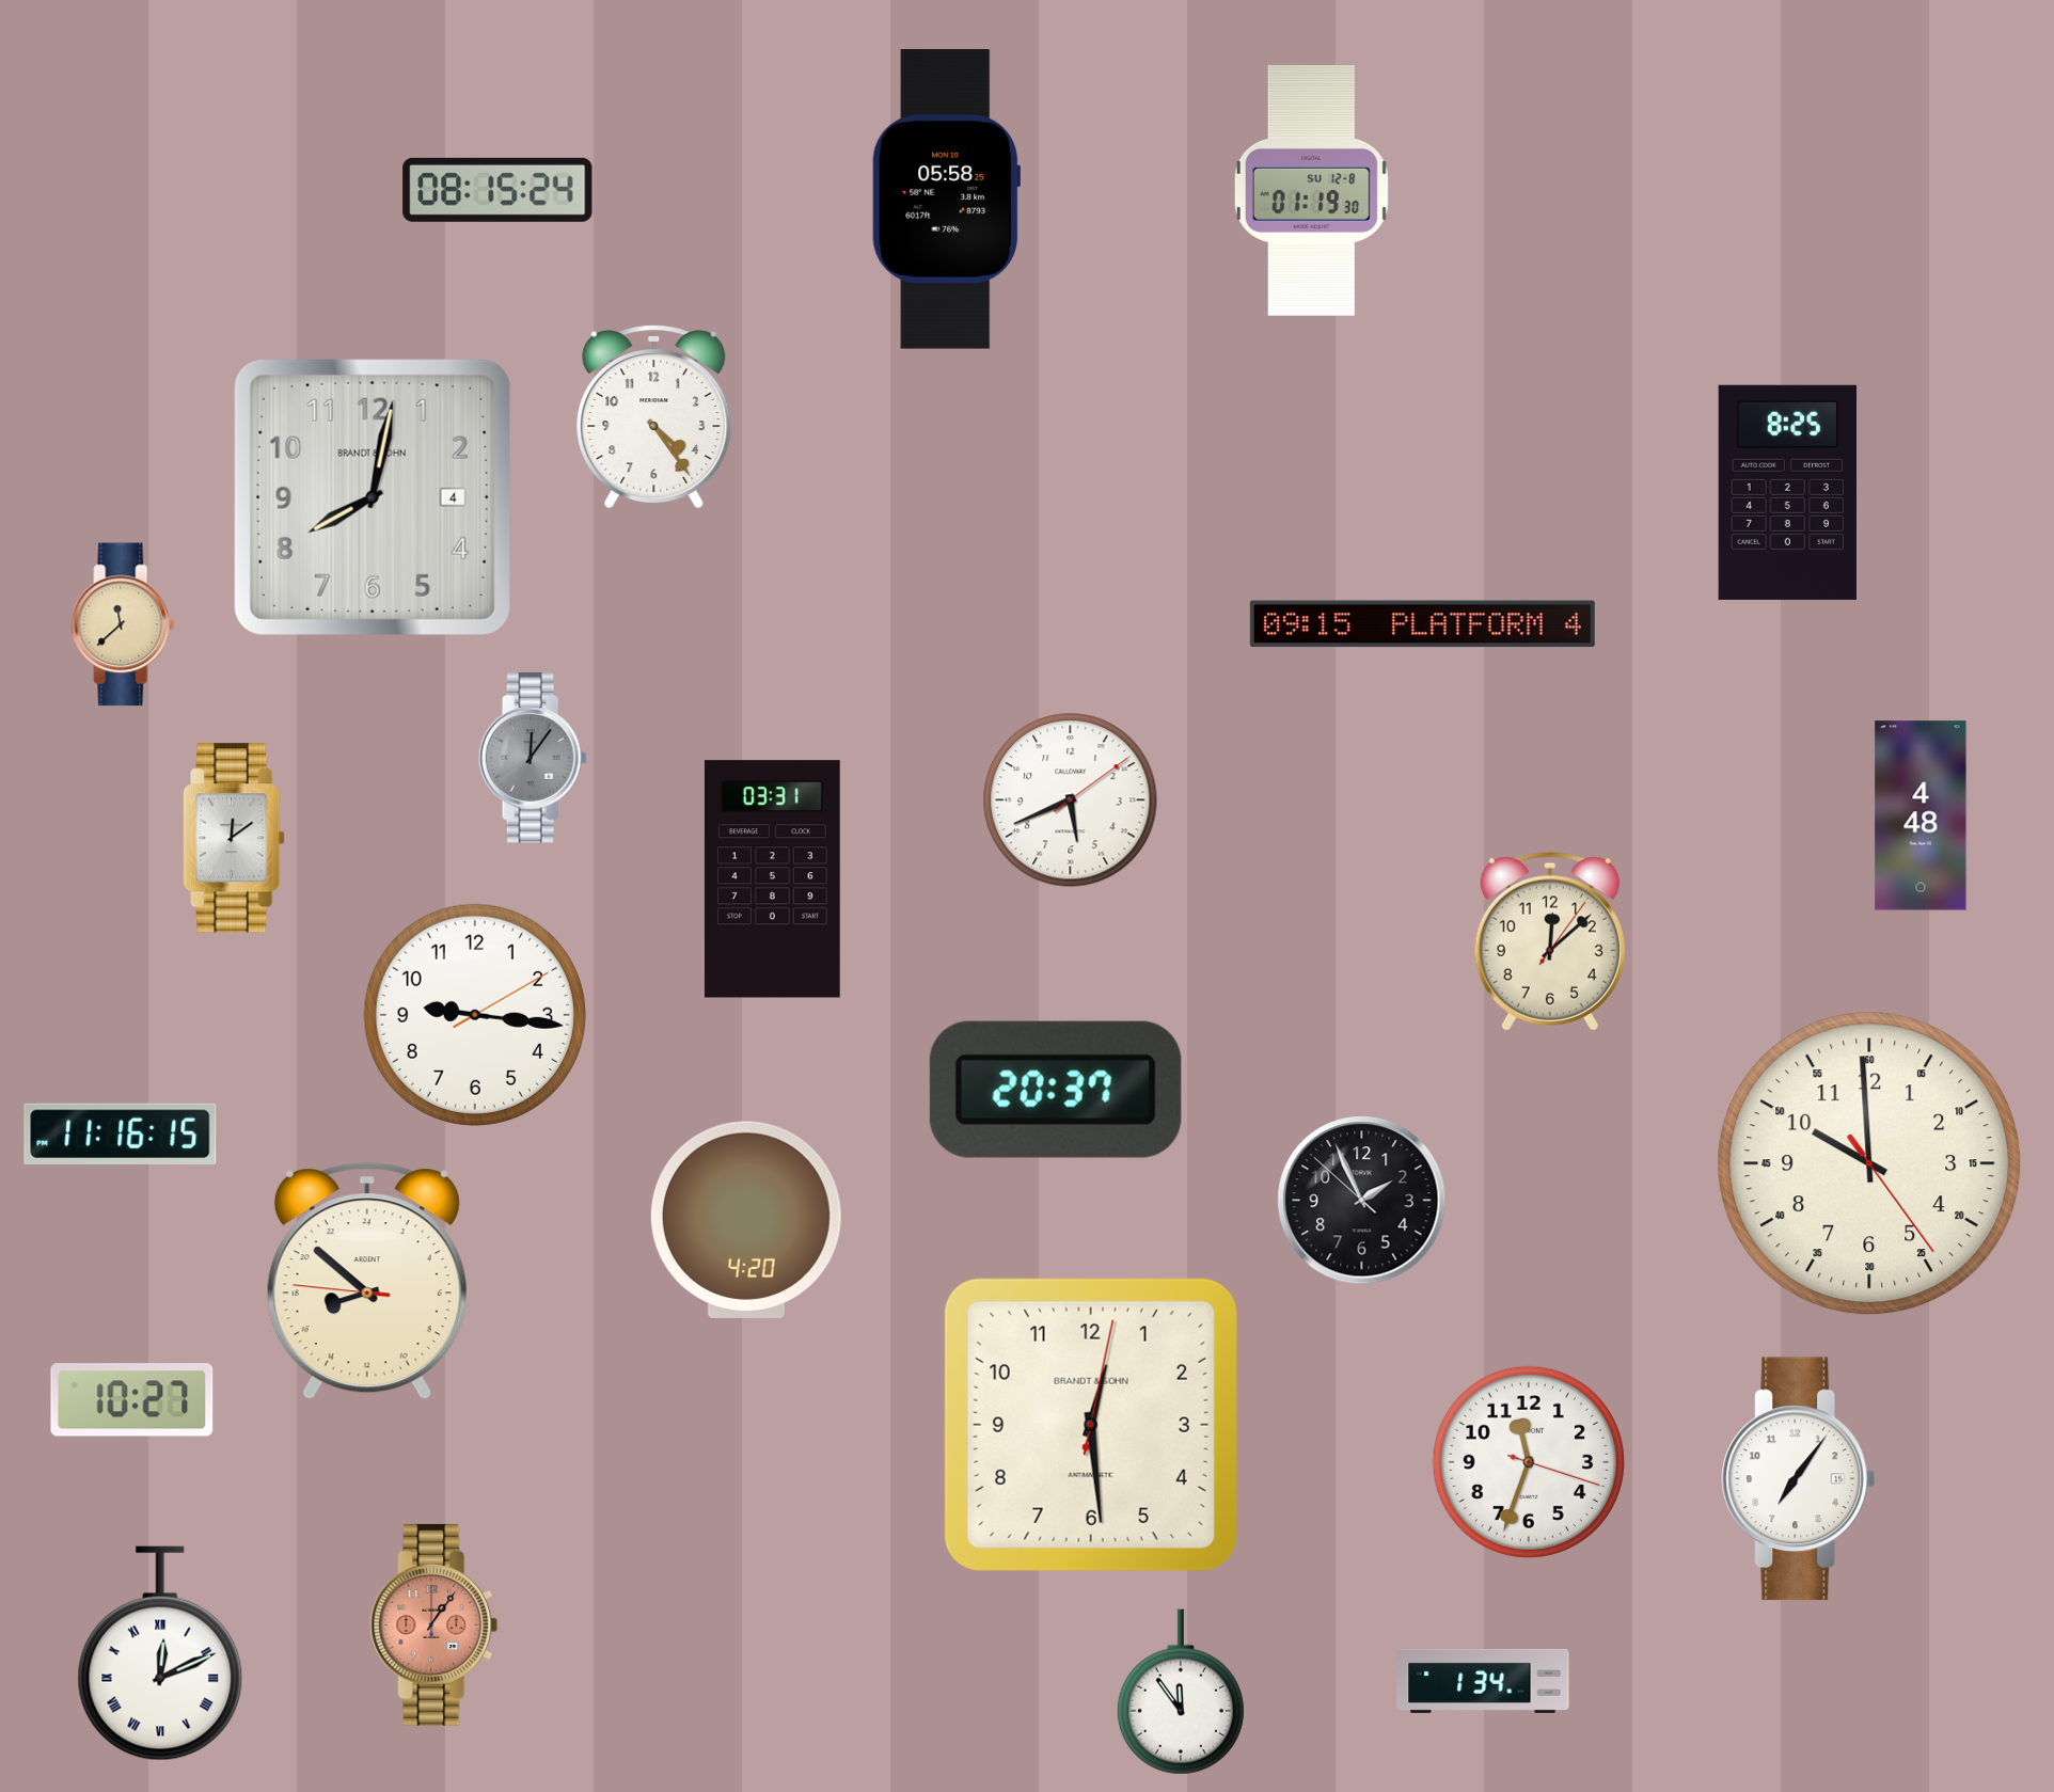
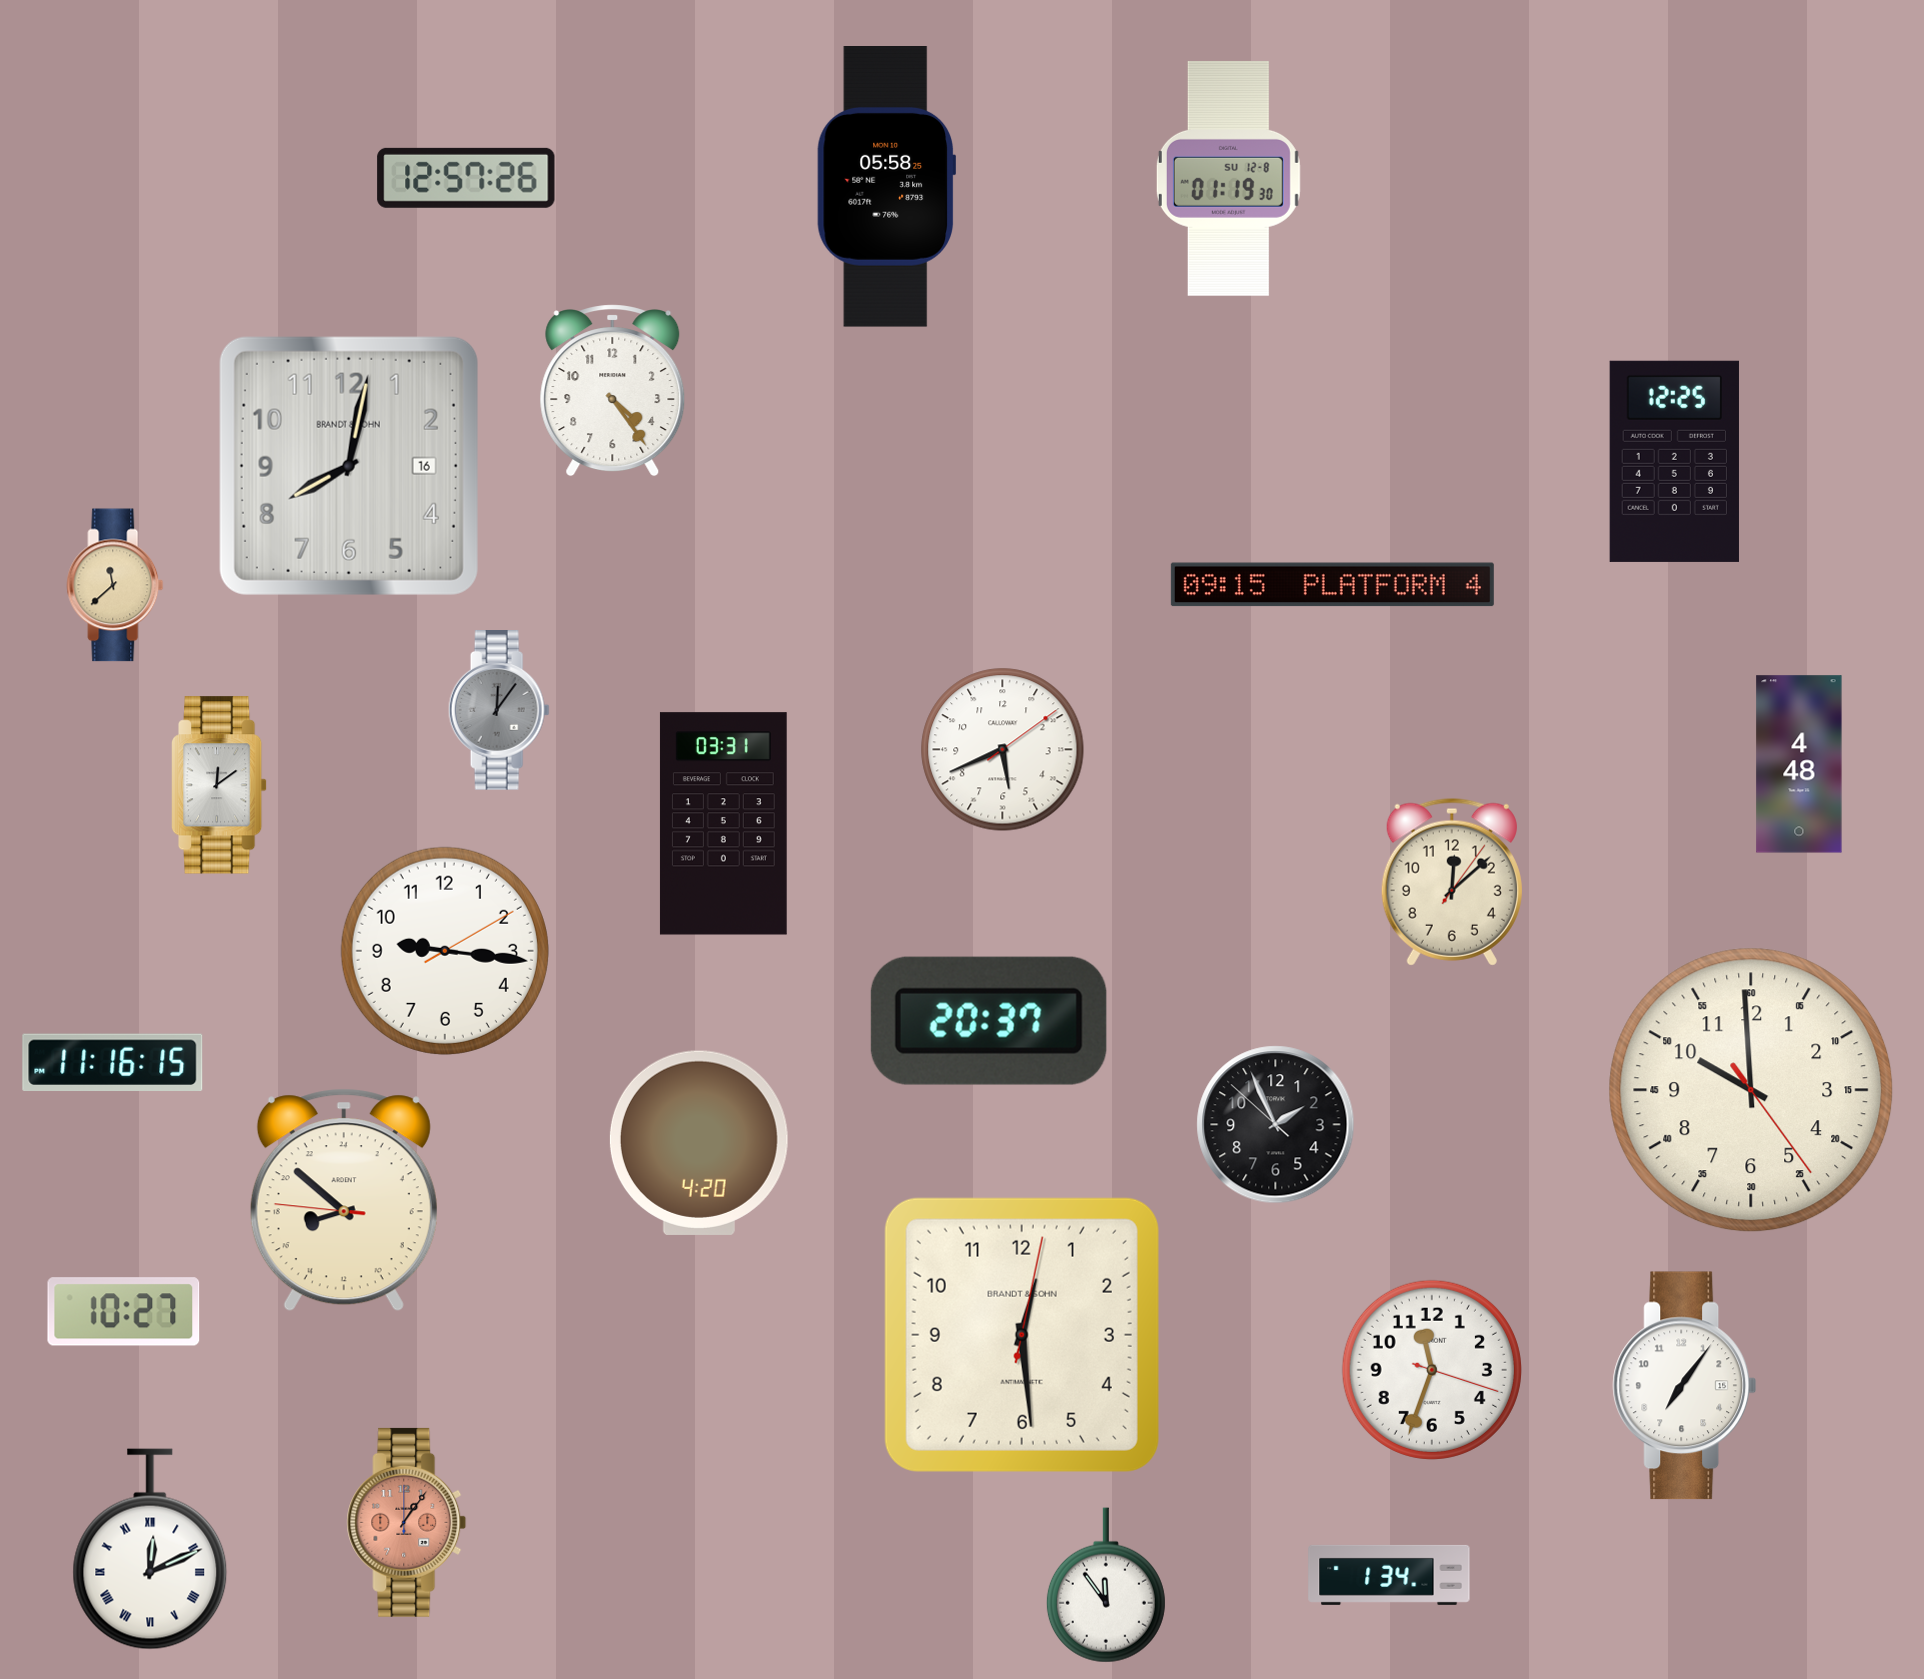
clock at (497, 190): 08:15 -> 12:57
clock at (1787, 492): 8:25 -> 12:25
clock at (373, 497) date: 4 -> 16
